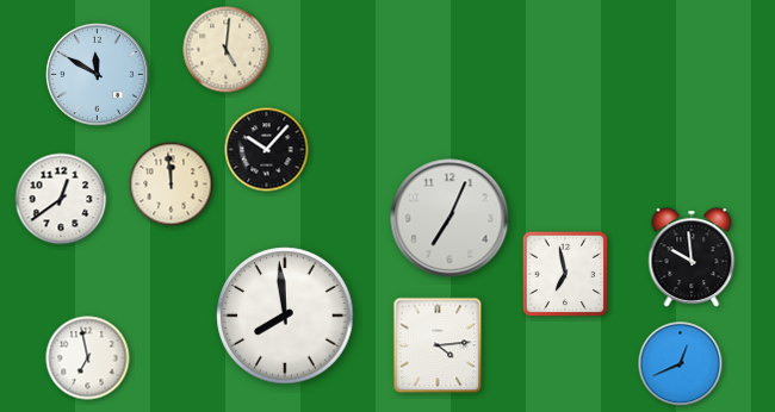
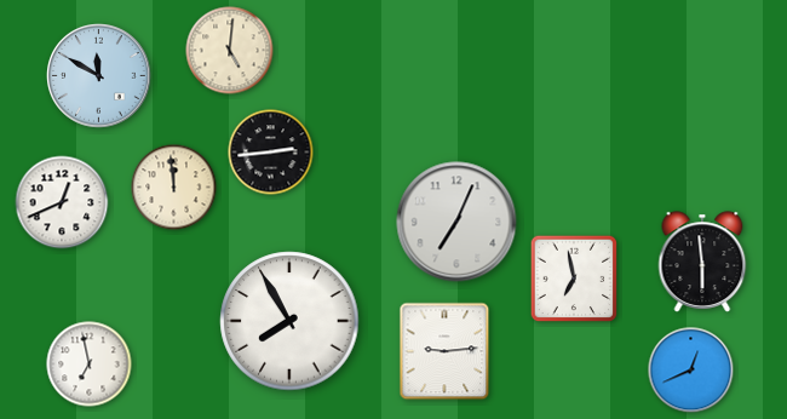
clock at (267, 150): 10:07 -> 2:44
clock at (61, 199): 12:39 -> 12:41
clock at (692, 257): 9:59 -> 5:59
clock at (285, 316): 7:59 -> 7:55
clock at (438, 345): 4:14 -> 9:14
